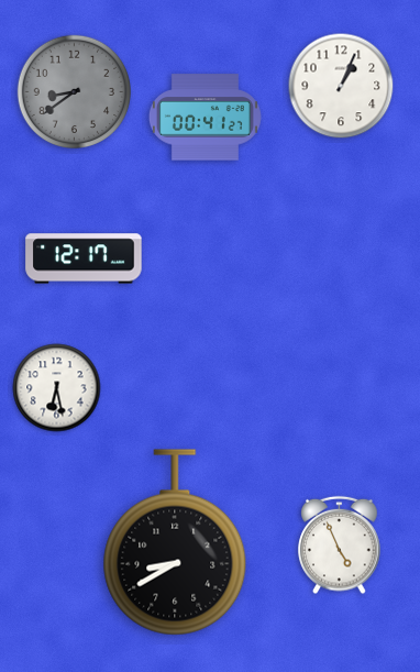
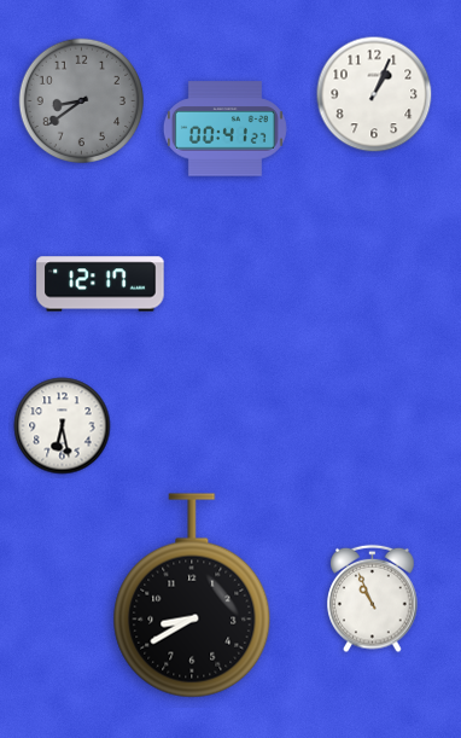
clock at (84, 258) position: (84, 258) -> (100, 284)
clock at (340, 546): 4:56 -> 10:56
